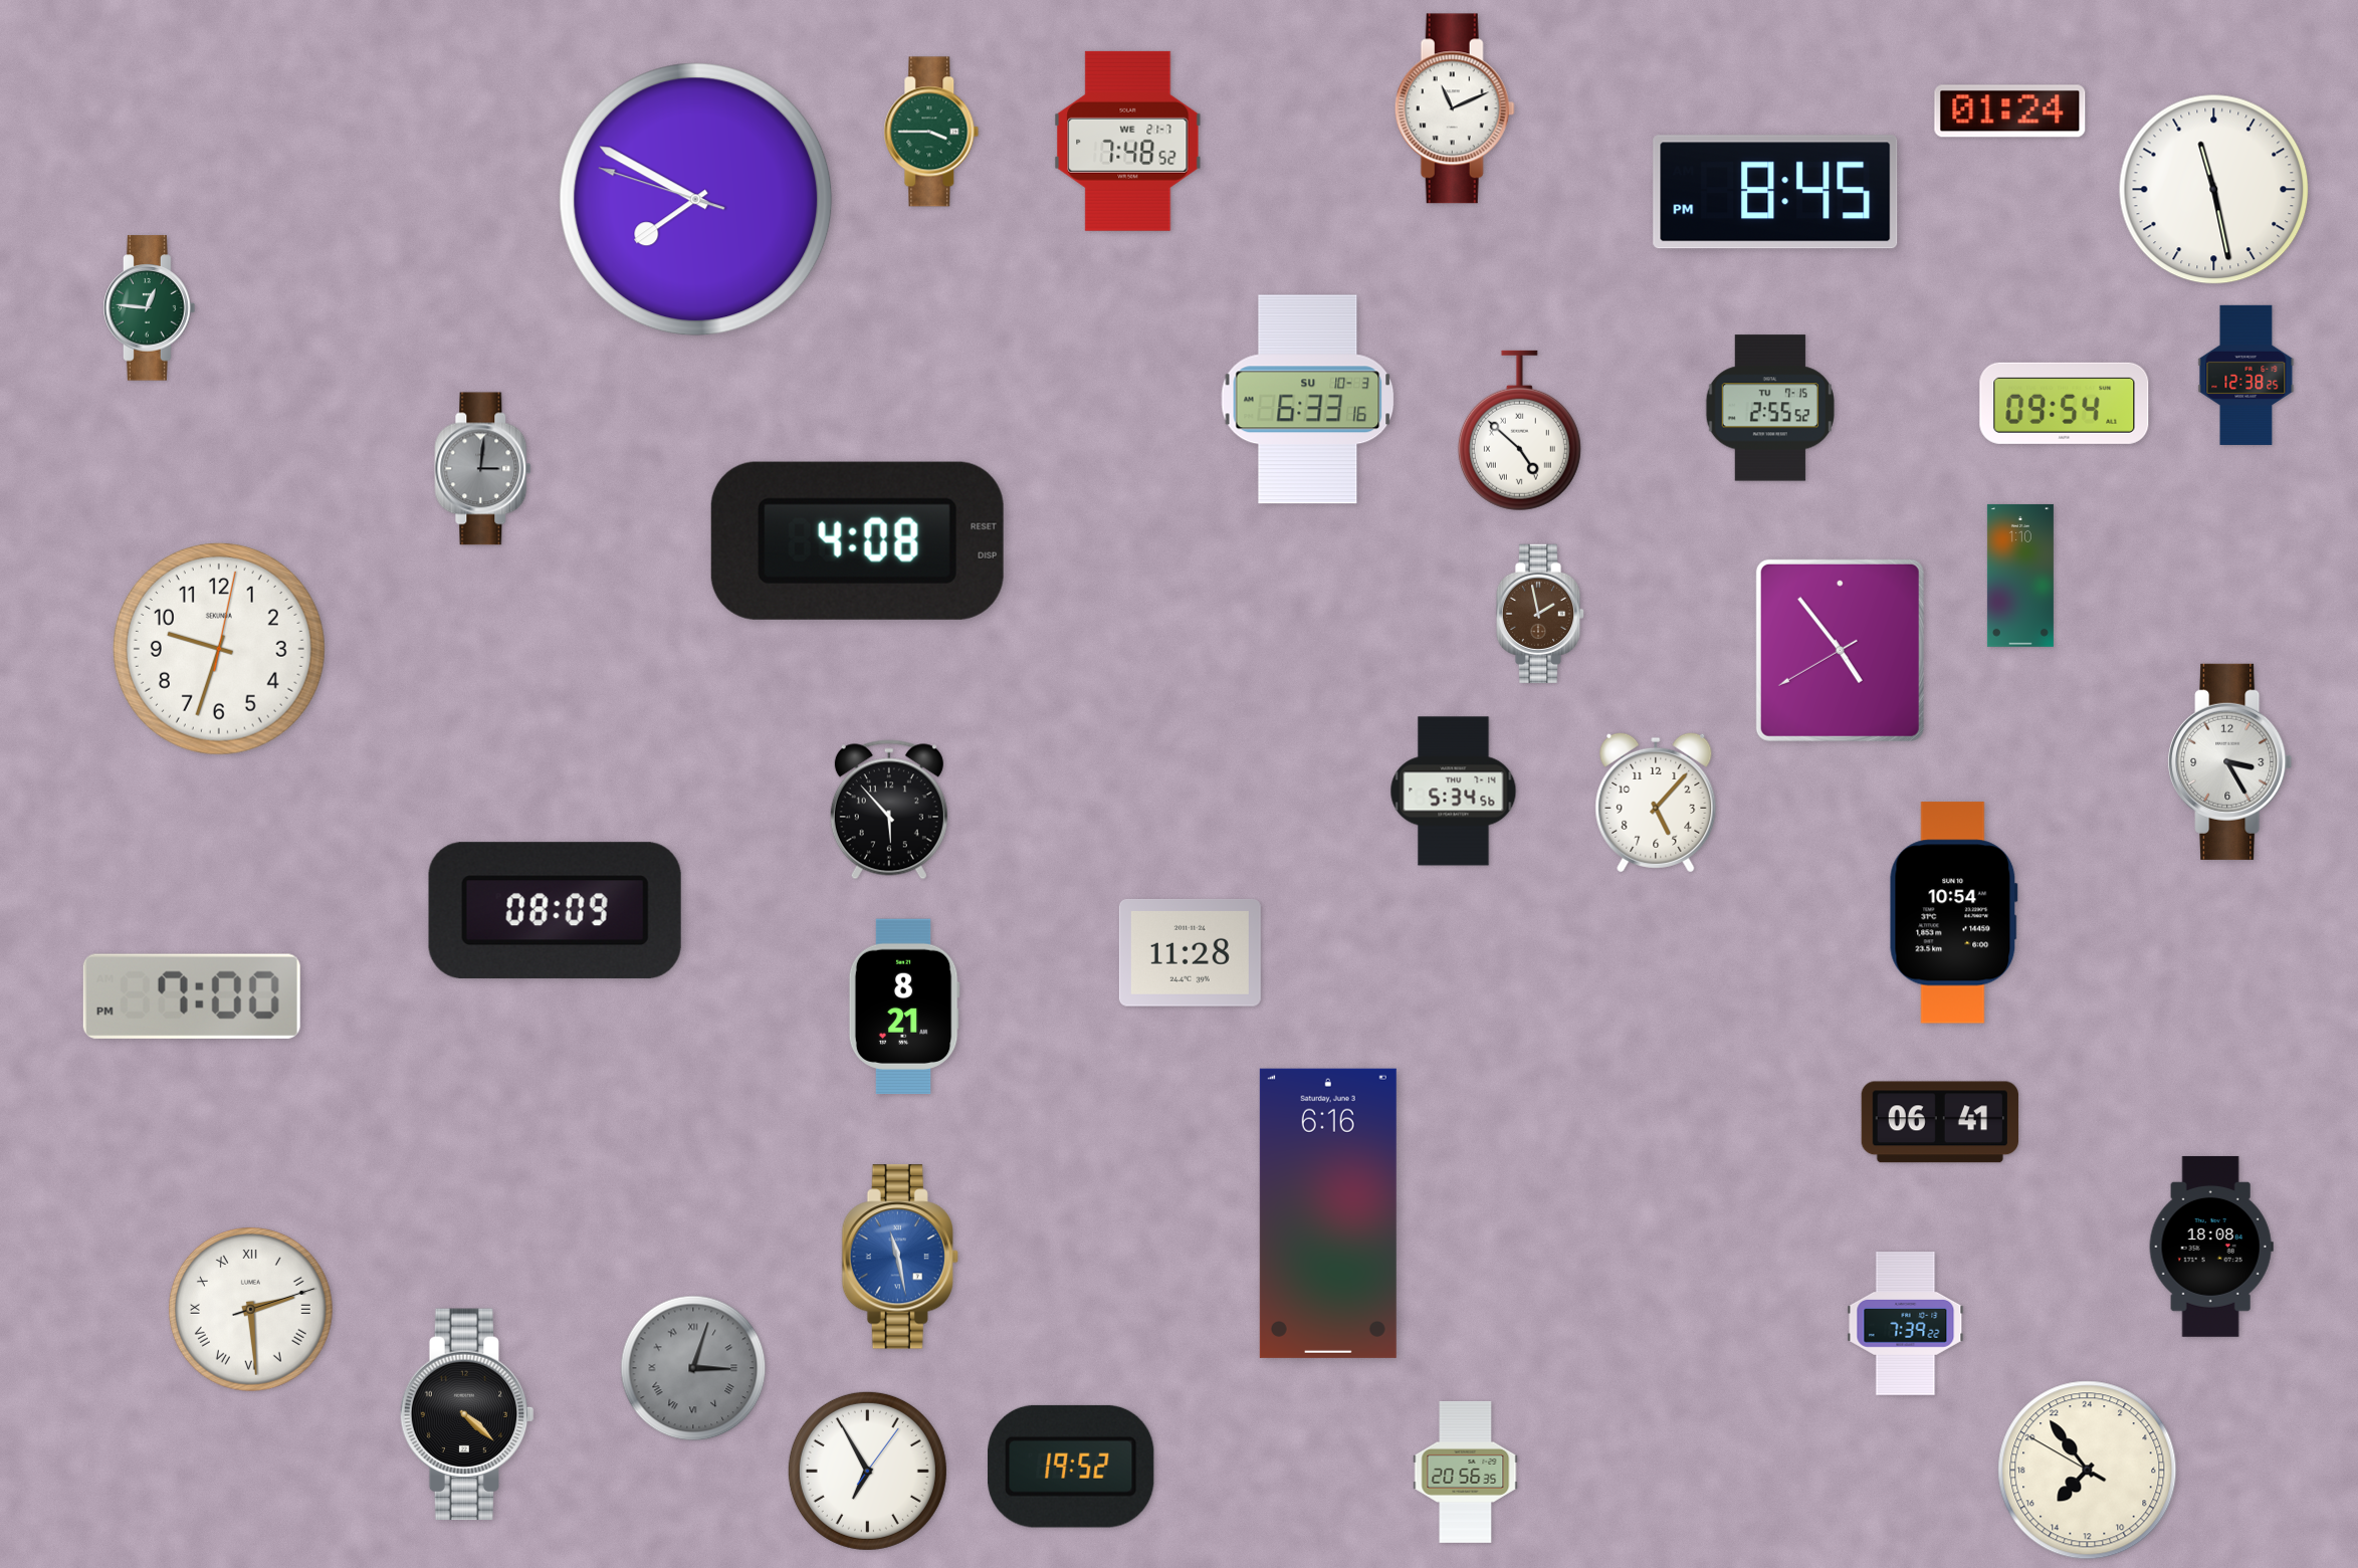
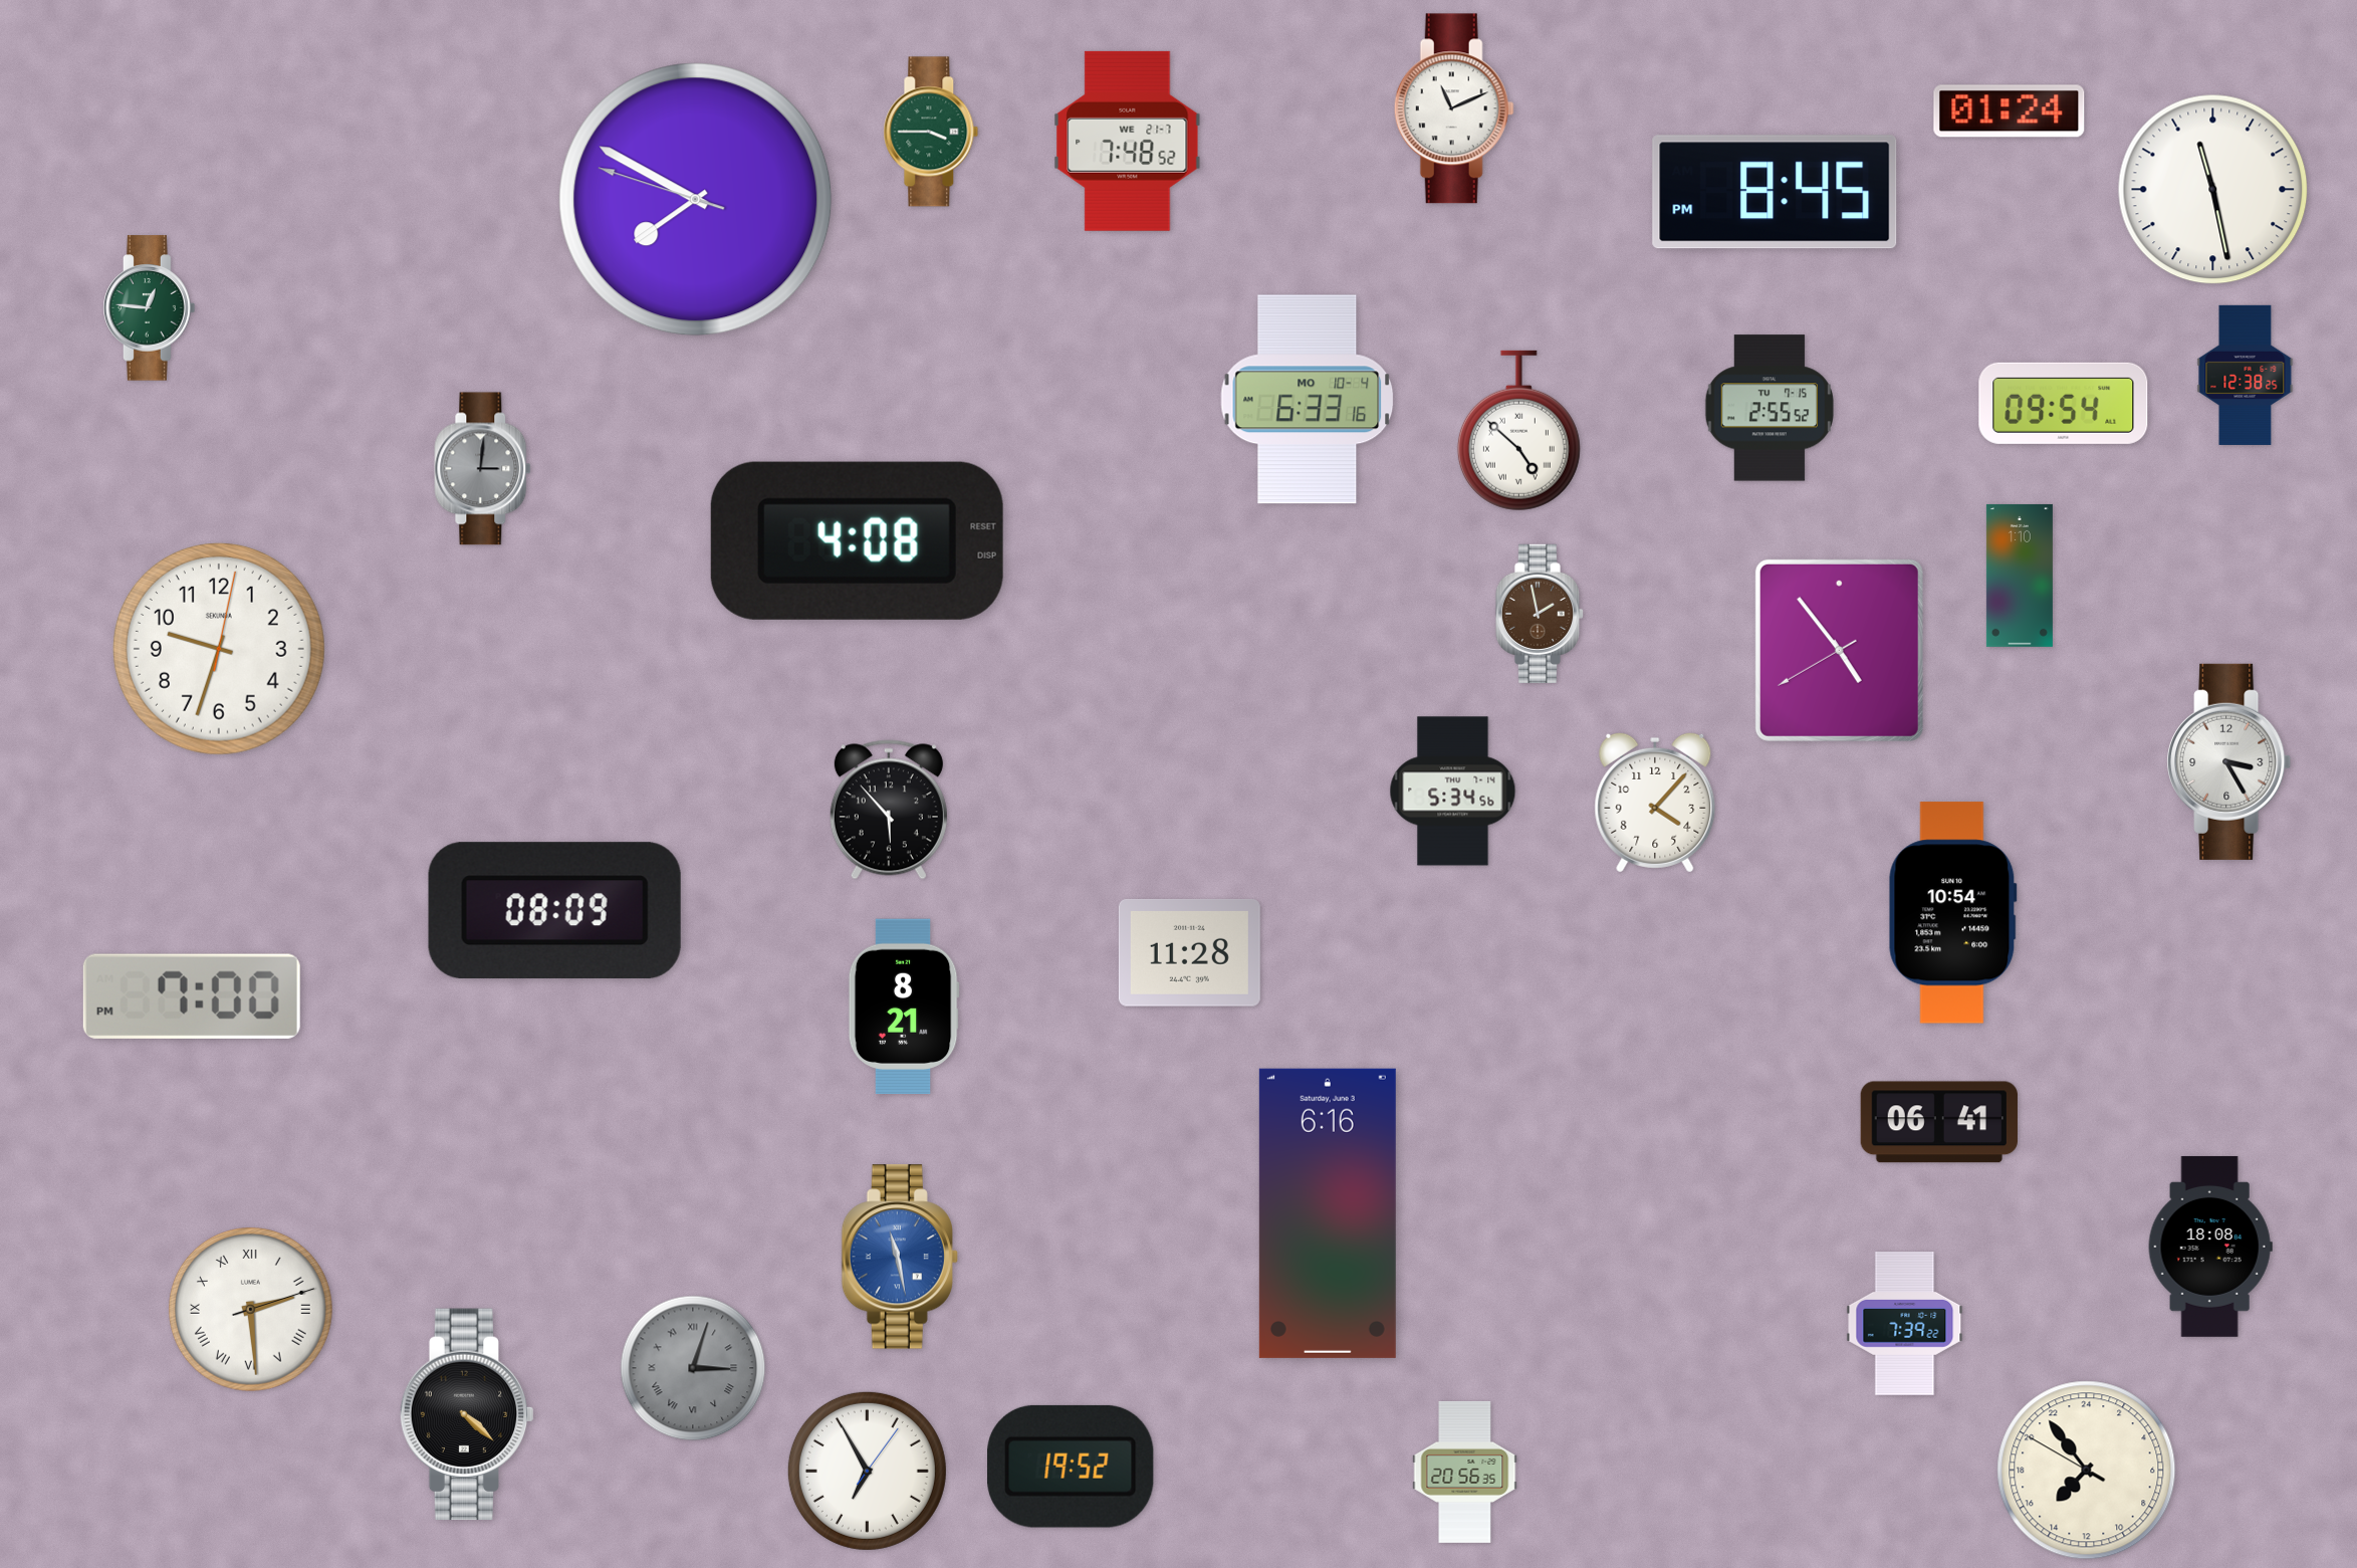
clock at (1308, 400) date: SU 10-3 -> MO 10-4
clock at (1656, 803): 5:07 -> 4:07
